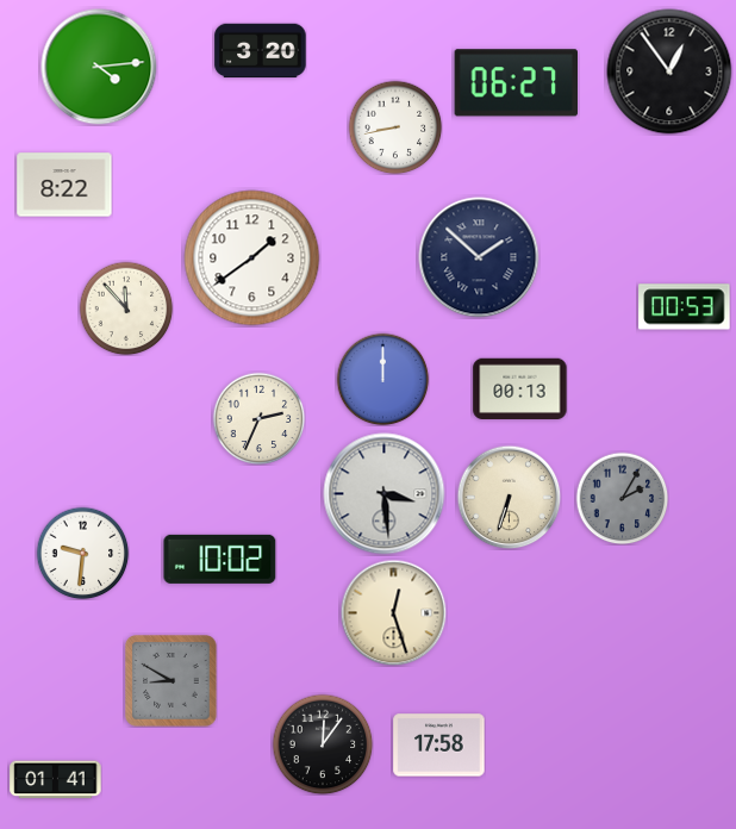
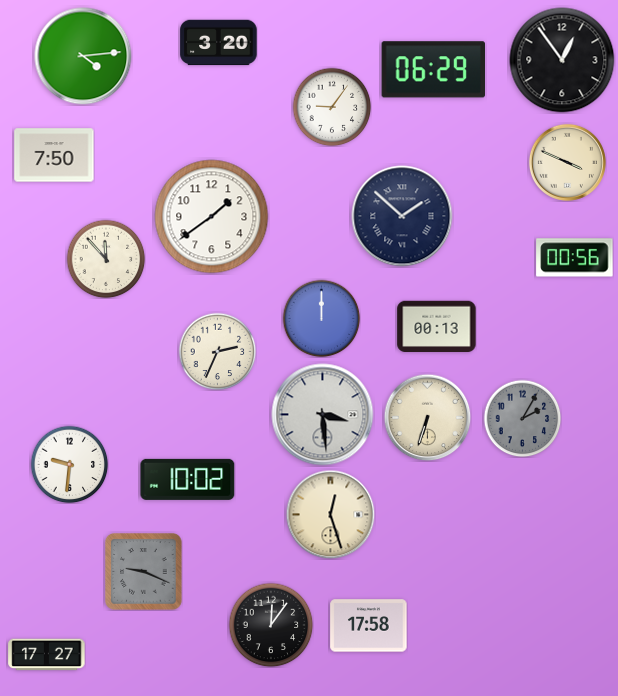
clock at (516, 83): 06:27 -> 06:29
clock at (395, 127): 8:43 -> 9:06
clock at (64, 185): 8:22 -> 7:50
clock at (567, 162): none -> 3:49
clock at (685, 307): 00:53 -> 00:56
clock at (220, 559) position: (220, 559) -> (188, 479)
clock at (171, 681): 8:50 -> 9:19
clock at (56, 780): 01:41 -> 17:27
